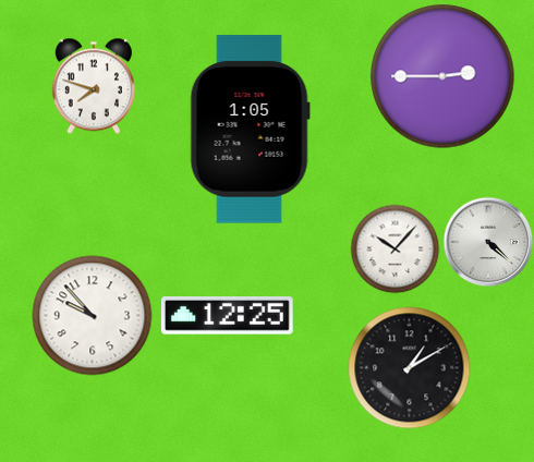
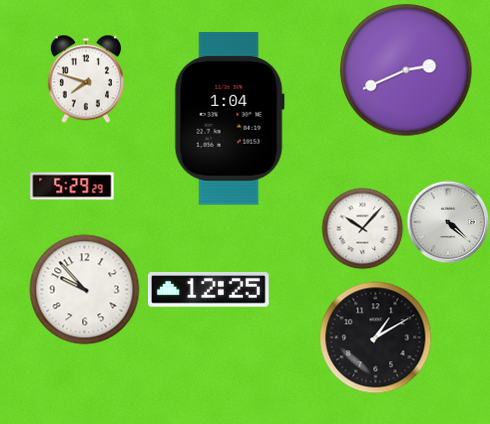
clock at (442, 76): 2:45 -> 2:41
clock at (250, 130): 1:05 -> 1:04
clock at (72, 186): none -> 5:29
